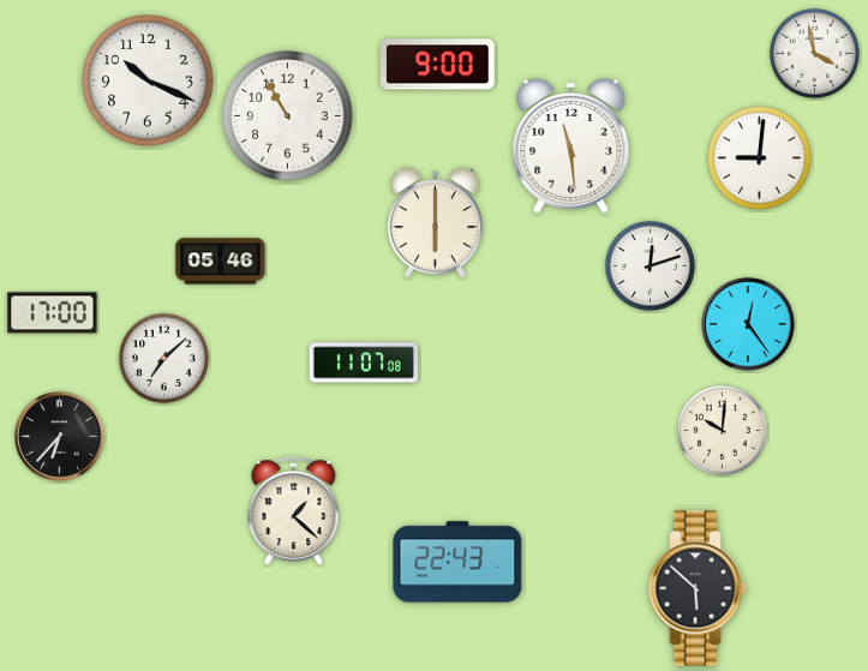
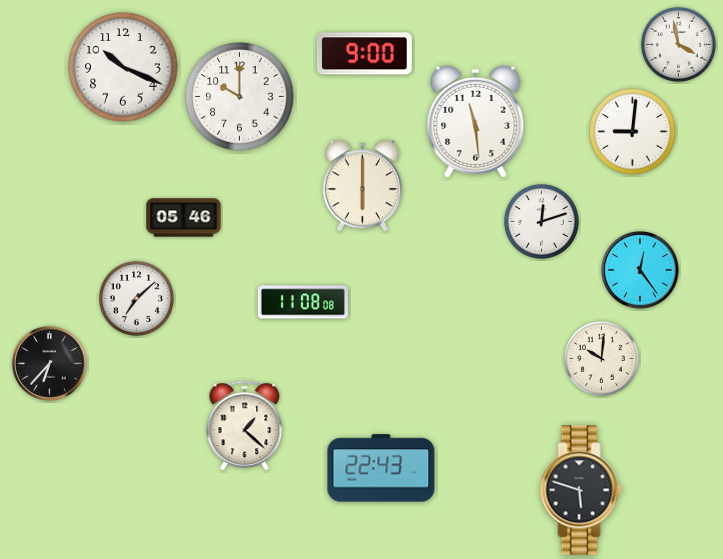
clock at (288, 116): 10:55 -> 10:00
clock at (53, 313): 17:00 -> none
clock at (748, 324) position: (748, 324) -> (640, 270)
clock at (363, 363): 11:07 -> 11:08
clock at (698, 588): 5:52 -> 5:48
